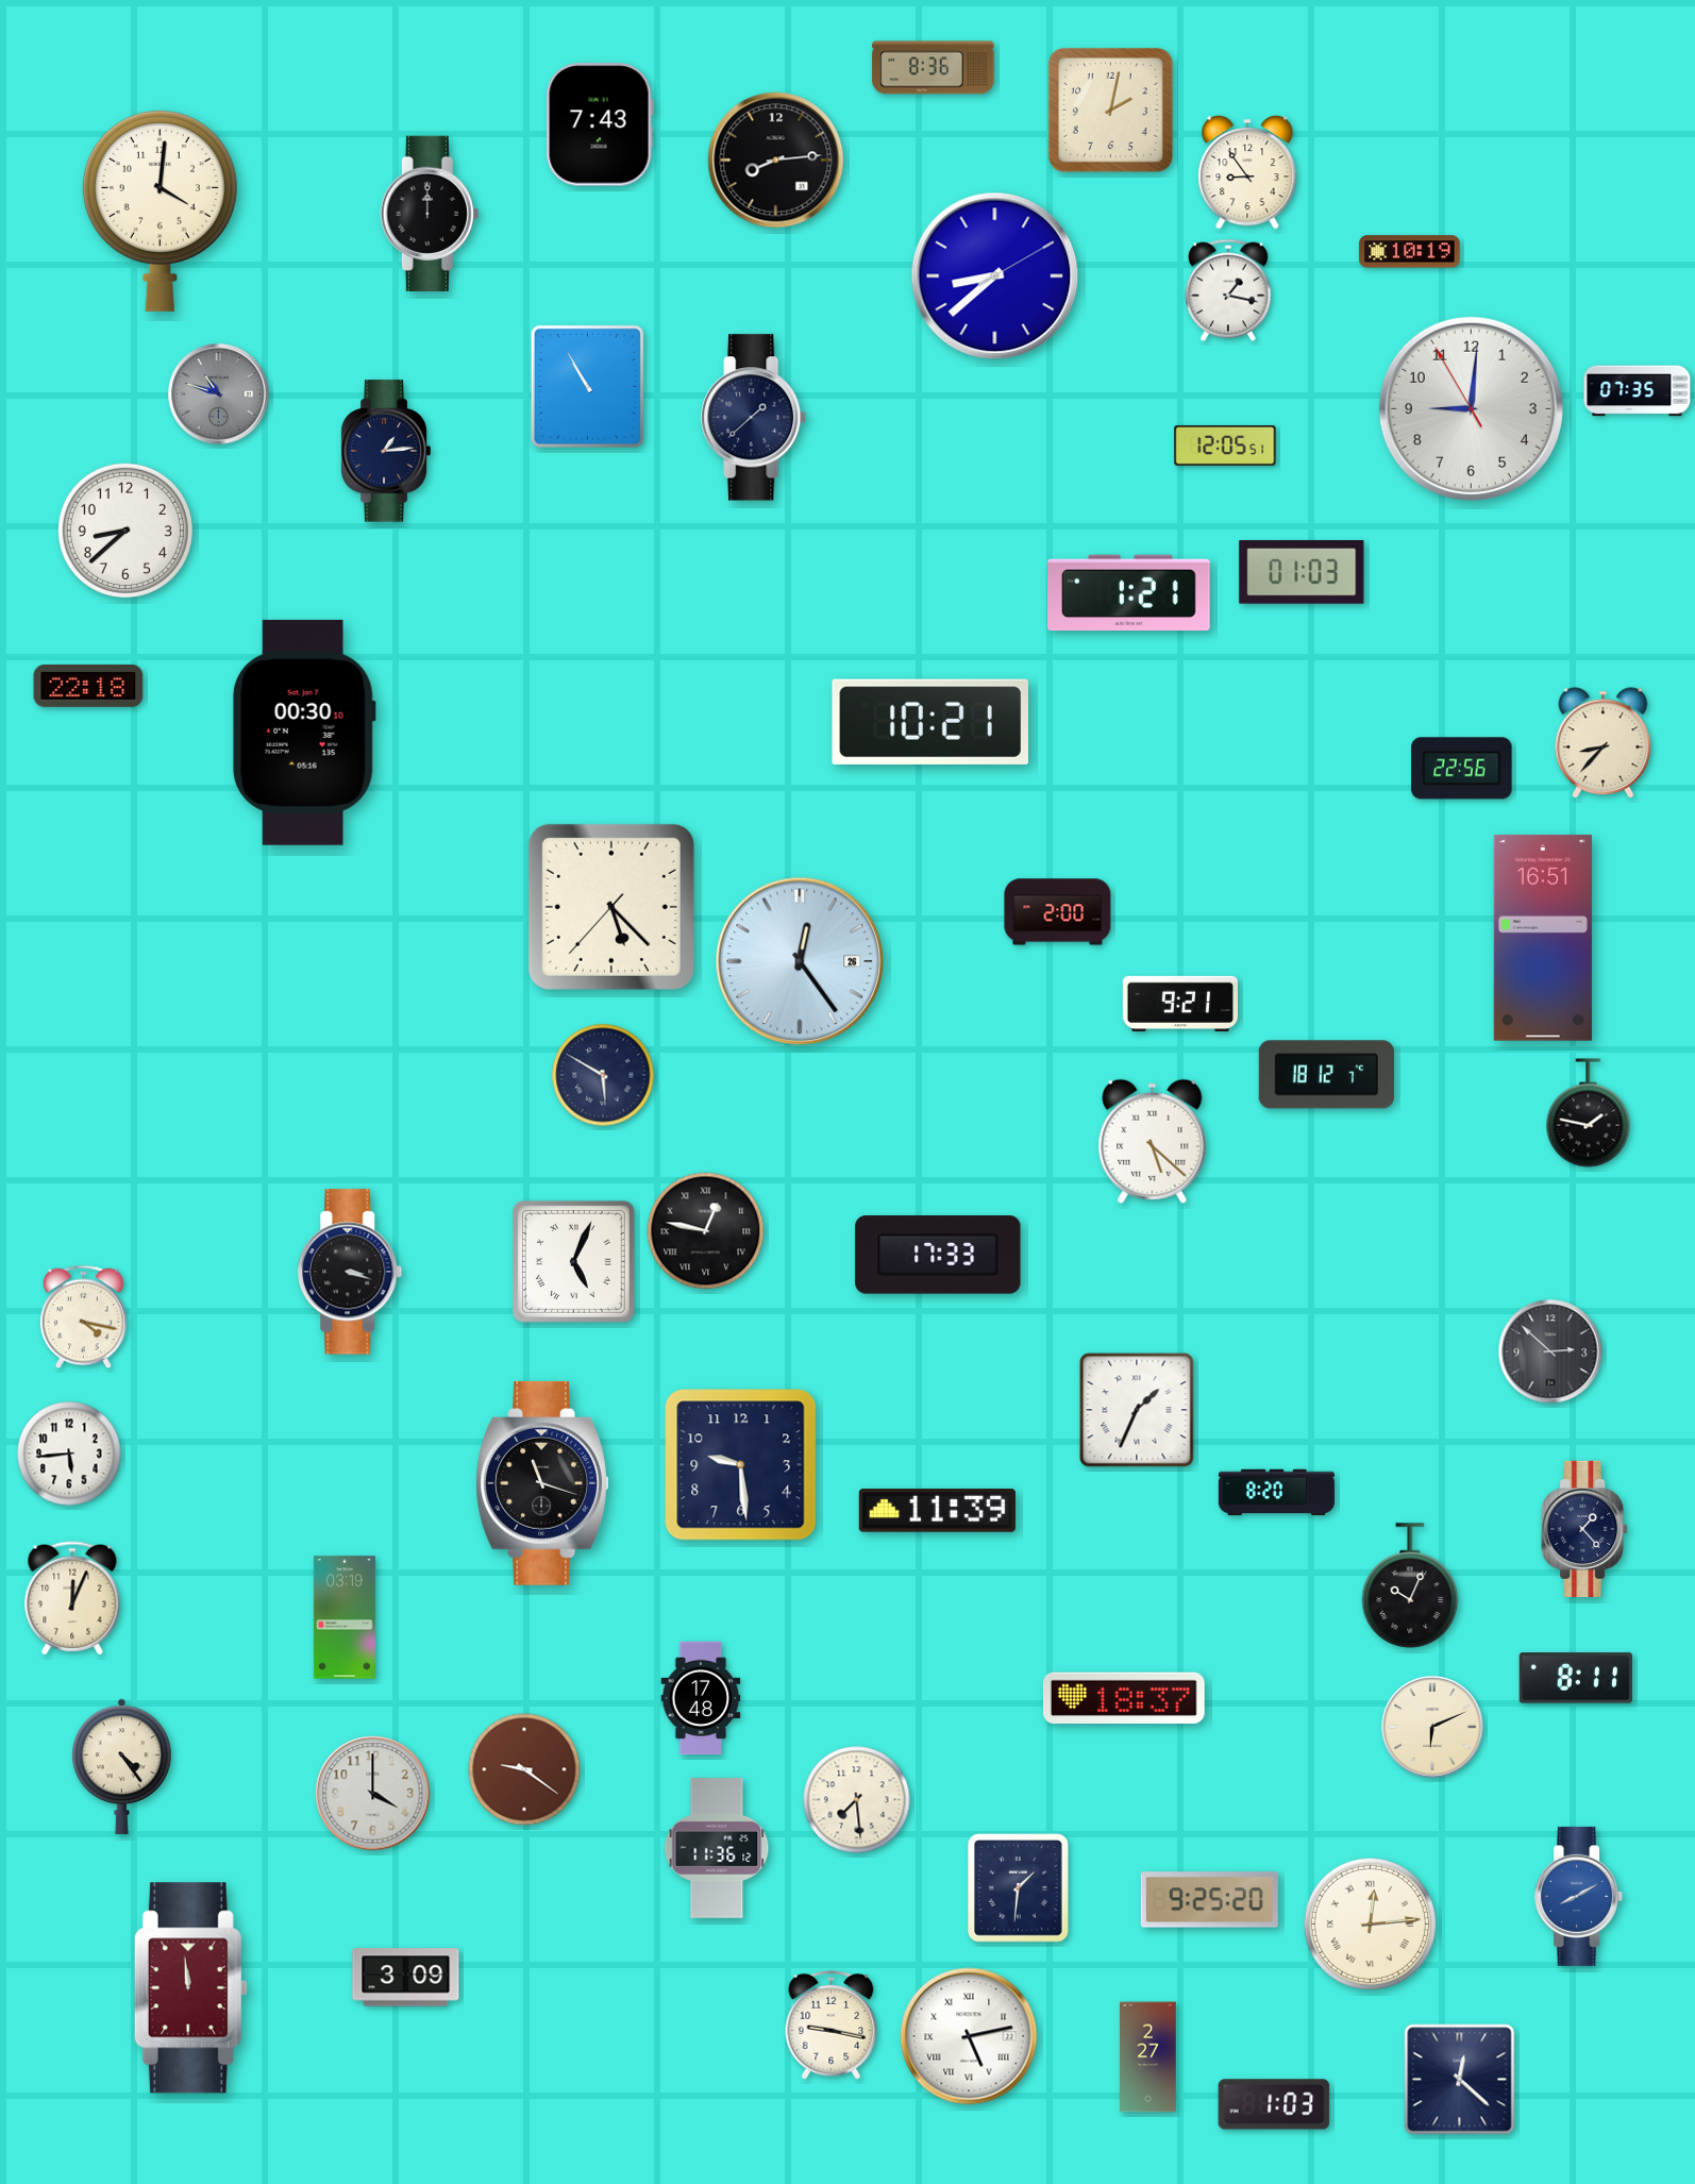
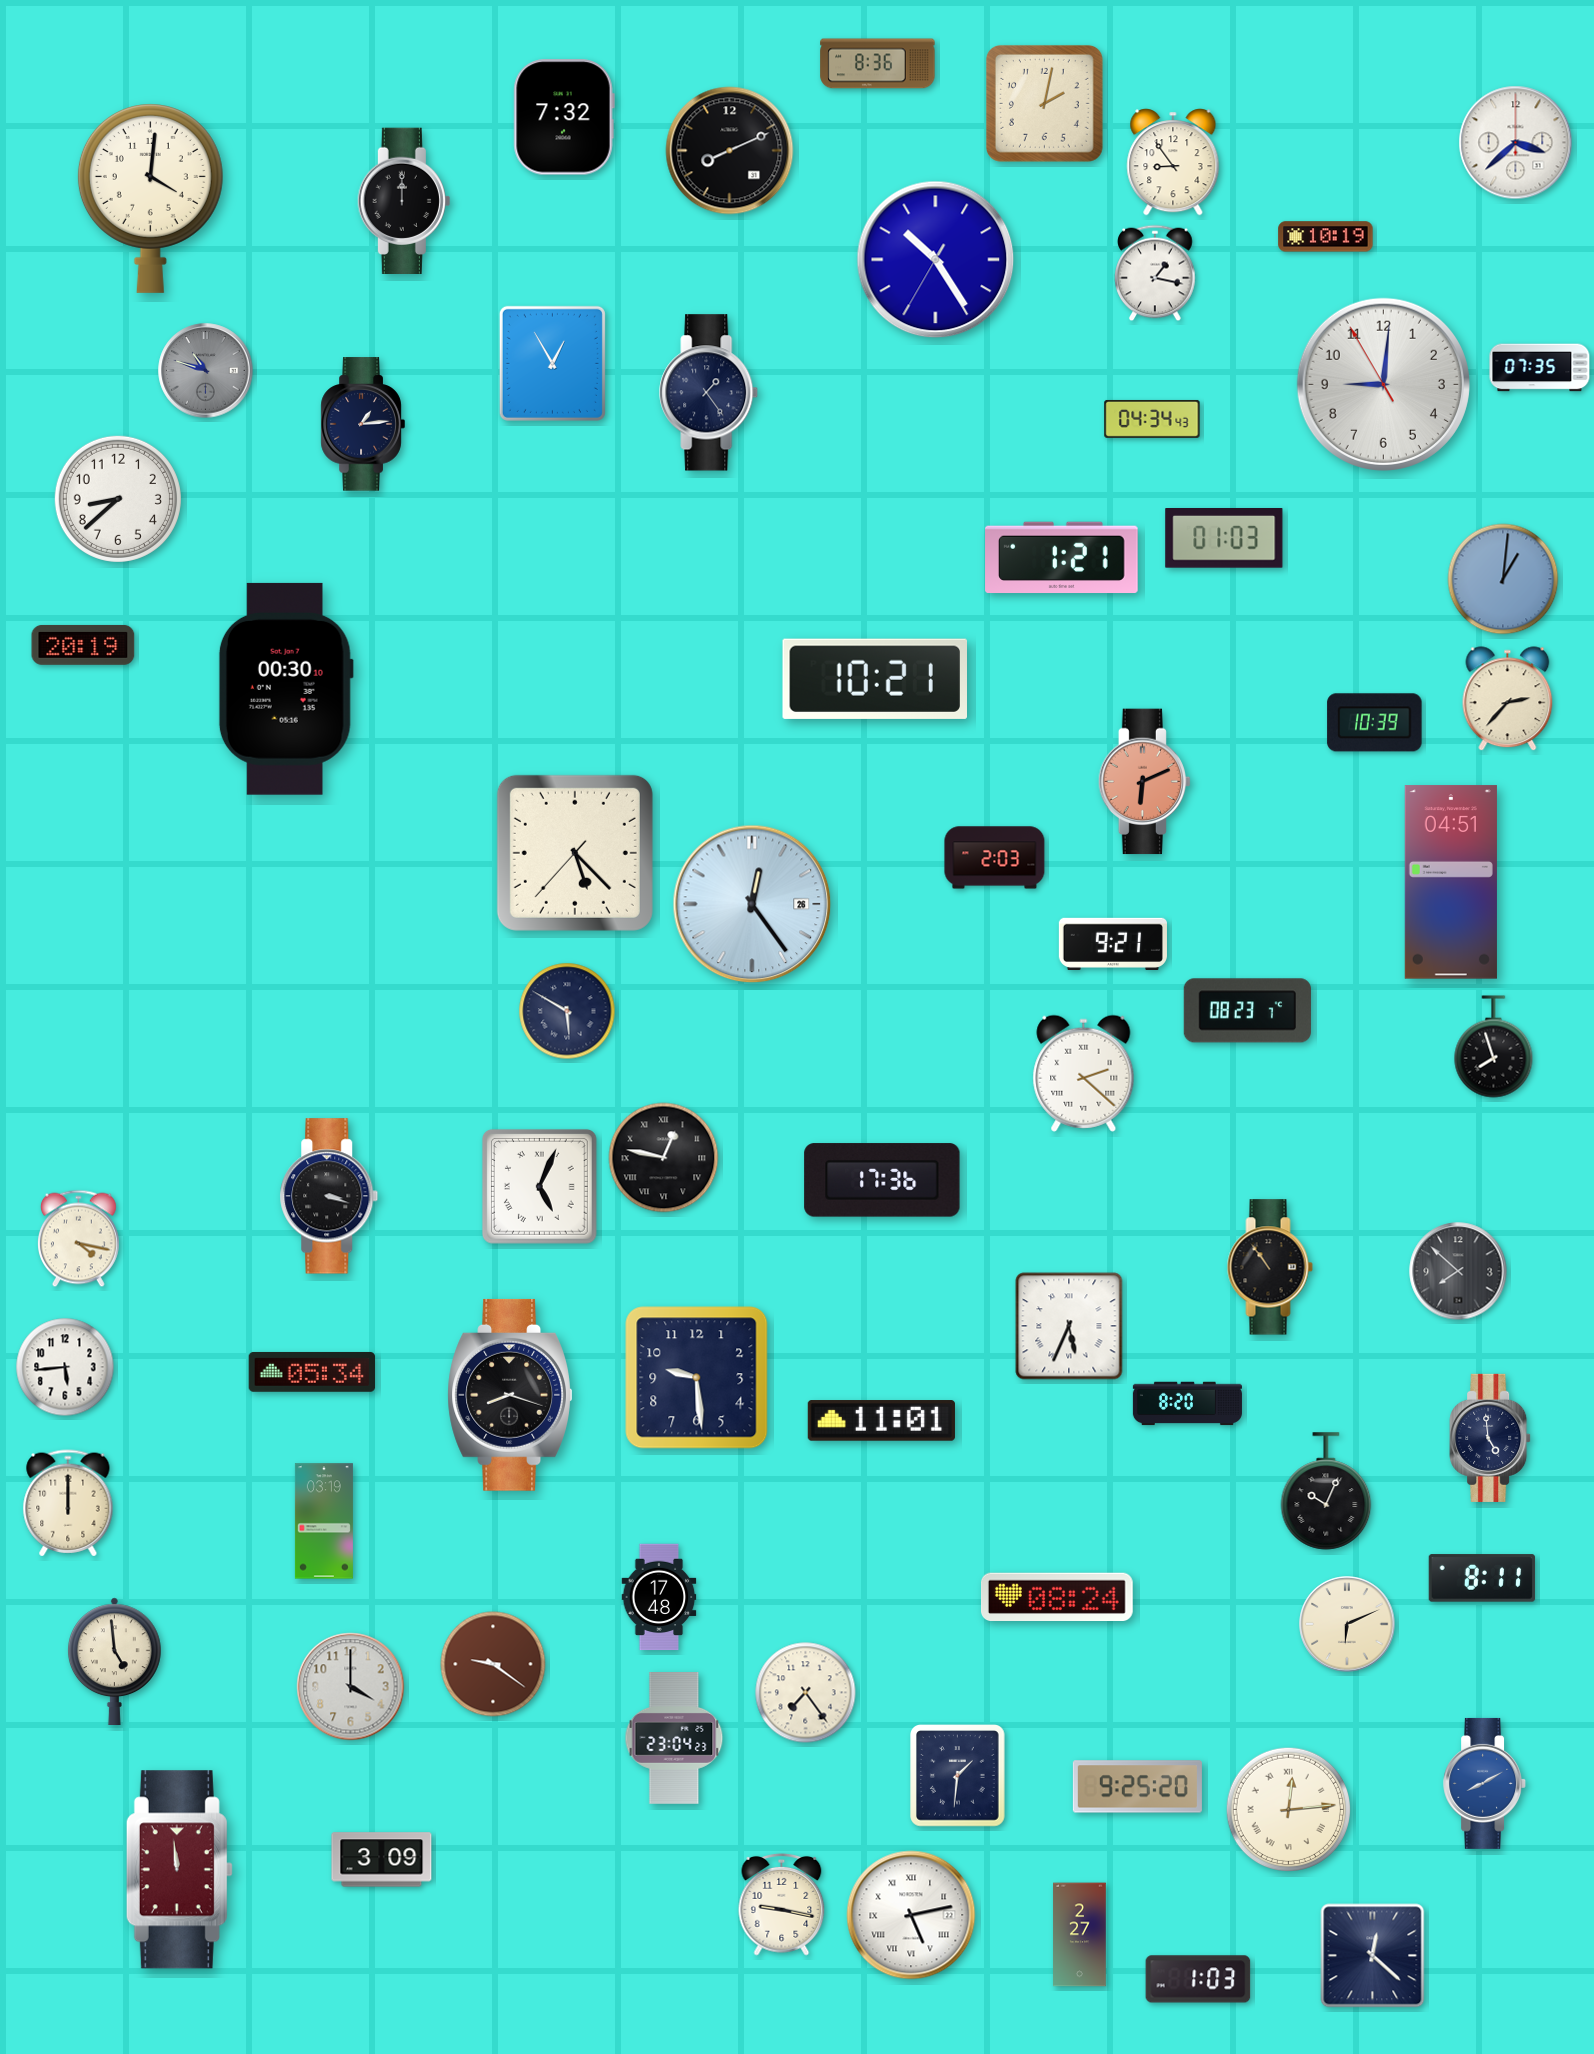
clock at (600, 124): 7:43 -> 7:32
clock at (1516, 143): none -> 3:38
clock at (776, 161): 8:14 -> 8:11
clock at (995, 276): 8:38 -> 10:24
clock at (587, 386): 10:55 -> 12:55
clock at (754, 418): 1:38 -> 1:24
clock at (1225, 446): 12:05 -> 04:34
clock at (1503, 579): none -> 1:01
clock at (88, 686): 22:18 -> 20:19
clock at (1604, 743): 8:37 -> 2:37
clock at (1462, 769): 22:56 -> 10:39
clock at (1144, 782): none -> 6:11
clock at (1058, 912): 2:00 -> 2:03
clock at (1543, 938): 16:51 -> 04:51
clock at (1180, 1003) position: (1180, 1003) -> (1113, 943)
clock at (1326, 1075): 18:12 -> 08:23
clock at (1589, 1113): 1:47 -> 7:57
clock at (1153, 1141): 5:22 -> 2:22
clock at (938, 1255): 17:33 -> 17:36
clock at (1270, 1267): none -> 10:54
clock at (1550, 1351): 2:52 -> 7:52
clock at (1137, 1410): 1:34 -> 5:34
clock at (312, 1372): none -> 05:34
clock at (542, 1483): 11:18 -> 8:18
clock at (1276, 1493) position: (1276, 1493) -> (1187, 1404)
clock at (937, 1511): 11:39 -> 11:01
clock at (1584, 1529): 1:23 -> 4:59
clock at (72, 1598): 12:04 -> 12:00
clock at (1124, 1697): 18:37 -> 08:24
clock at (121, 1766): 4:24 -> 4:59
clock at (857, 1800): 7:29 -> 7:24
clock at (717, 1849): 11:36 -> 23:04
